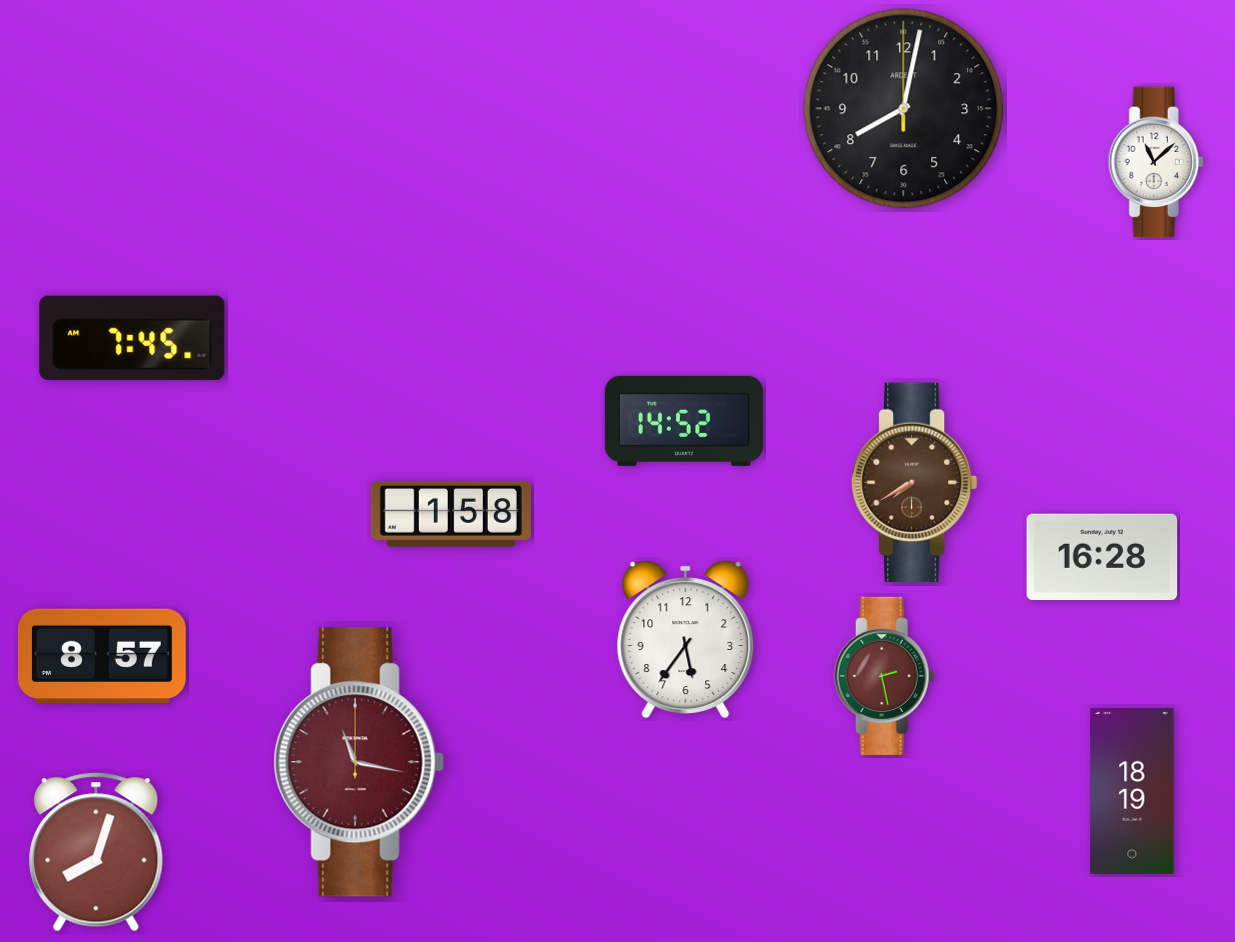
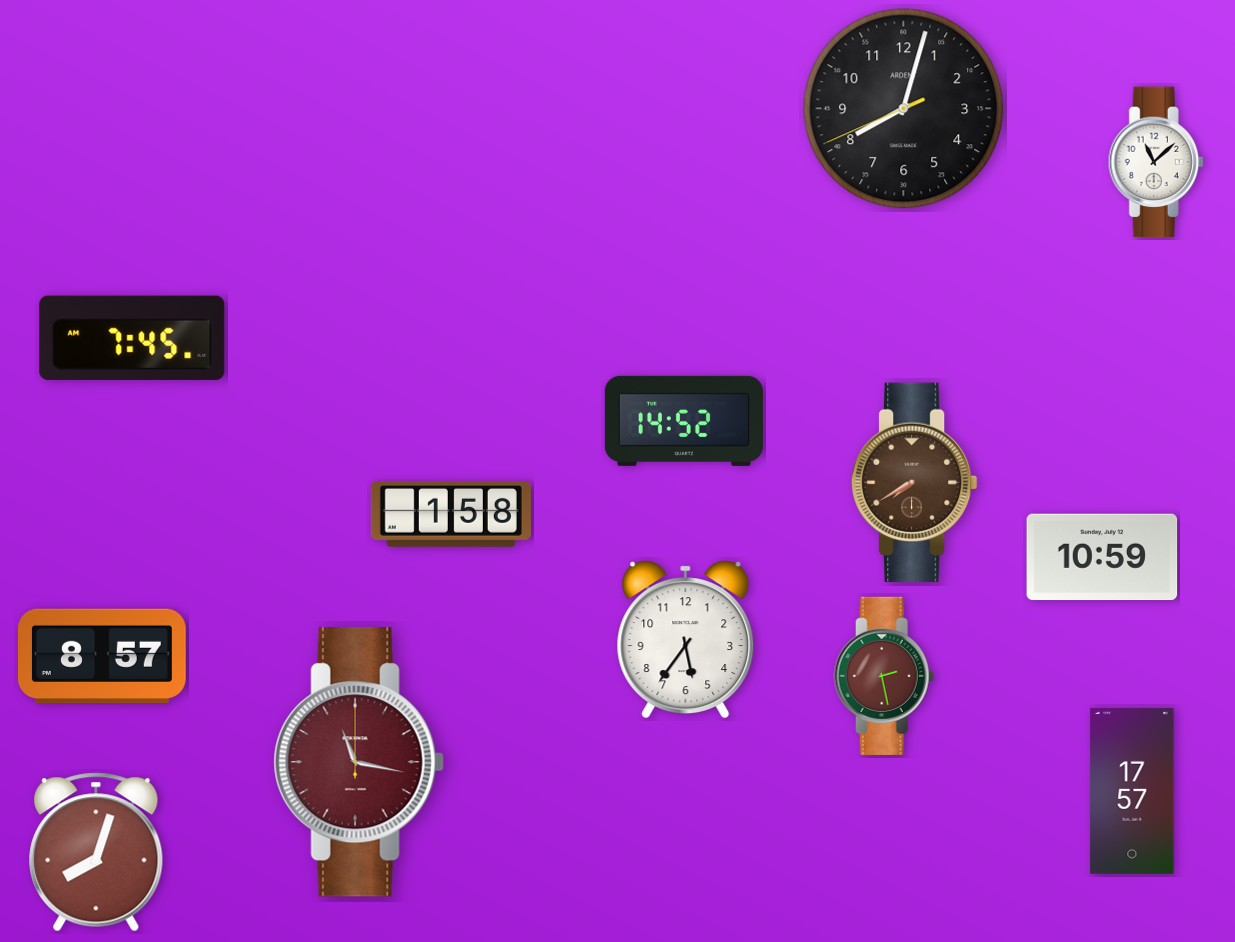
clock at (904, 109): 8:02:00 -> 8:02:41
clock at (1102, 557): 16:28 -> 10:59
clock at (1132, 791): 18:19 -> 17:57
